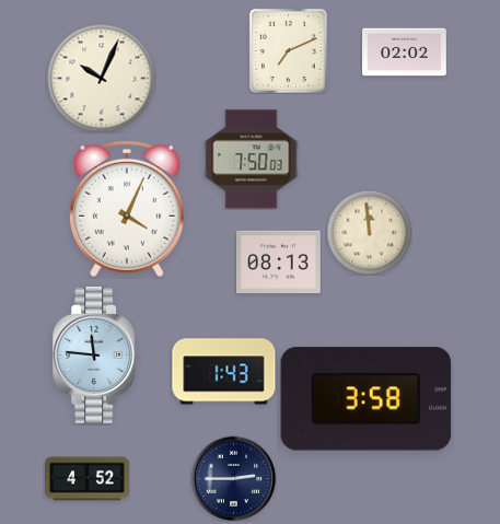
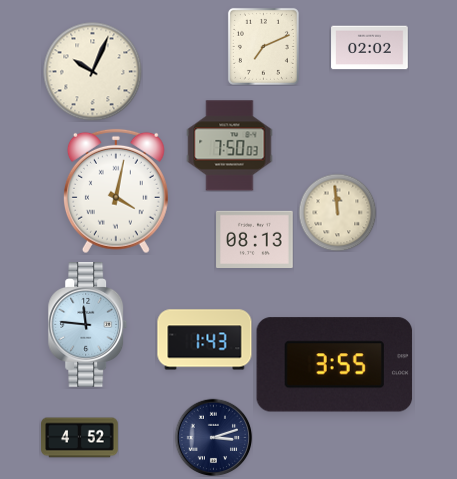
clock at (127, 209): 4:04 -> 4:02
clock at (367, 399): 3:58 -> 3:55
clock at (233, 478): 2:45 -> 3:12
